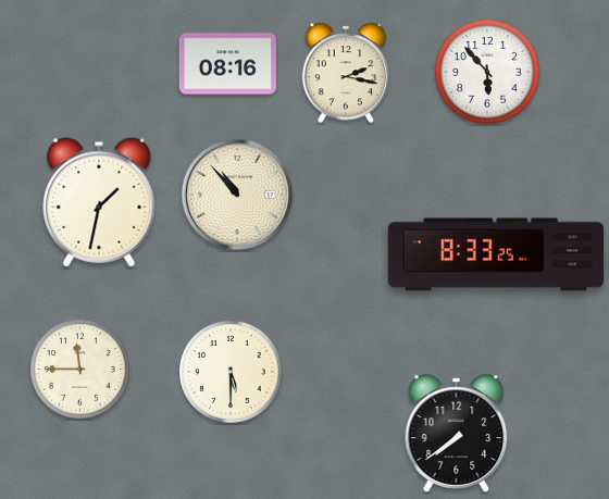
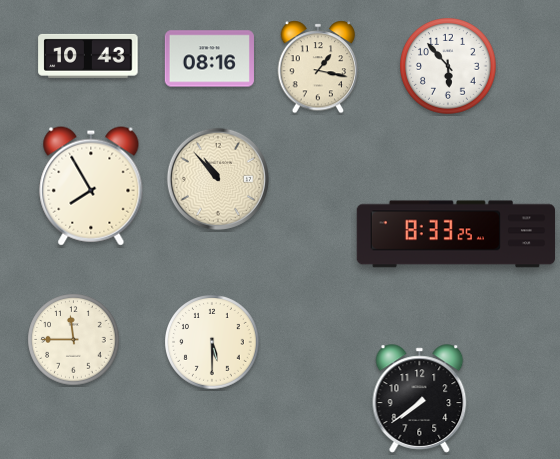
clock at (88, 56): none -> 10:43
clock at (346, 73): 2:17 -> 1:17
clock at (99, 202): 1:32 -> 7:55
